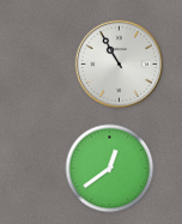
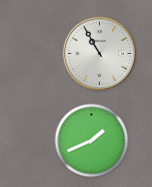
clock at (110, 169): 12:39 -> 1:41
